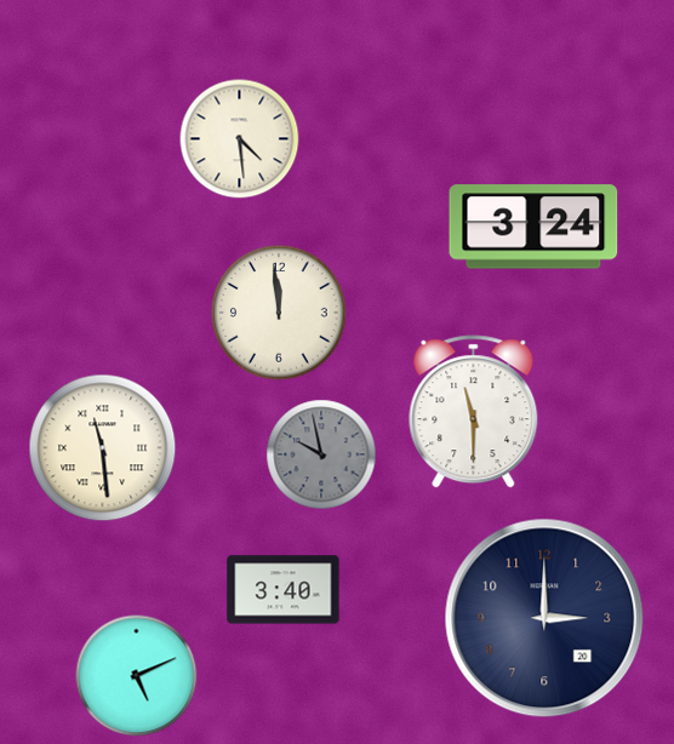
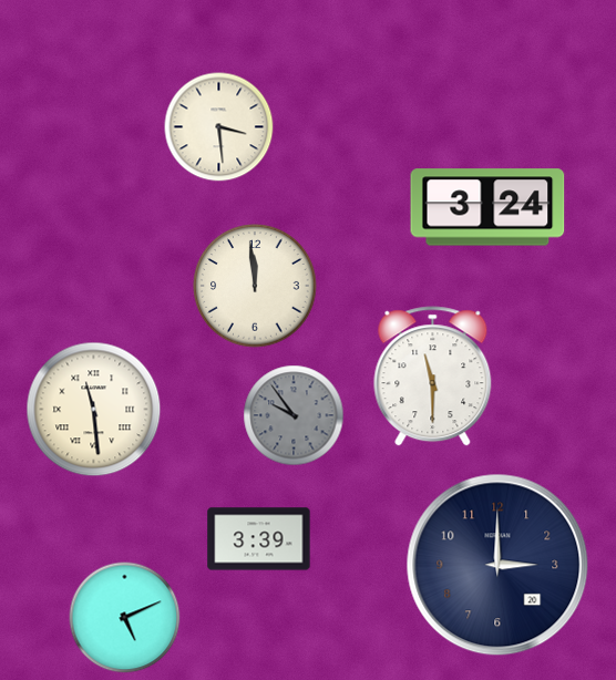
clock at (240, 139): 4:29 -> 3:29
clock at (321, 454): 9:58 -> 9:54
clock at (284, 590): 3:40 -> 3:39
